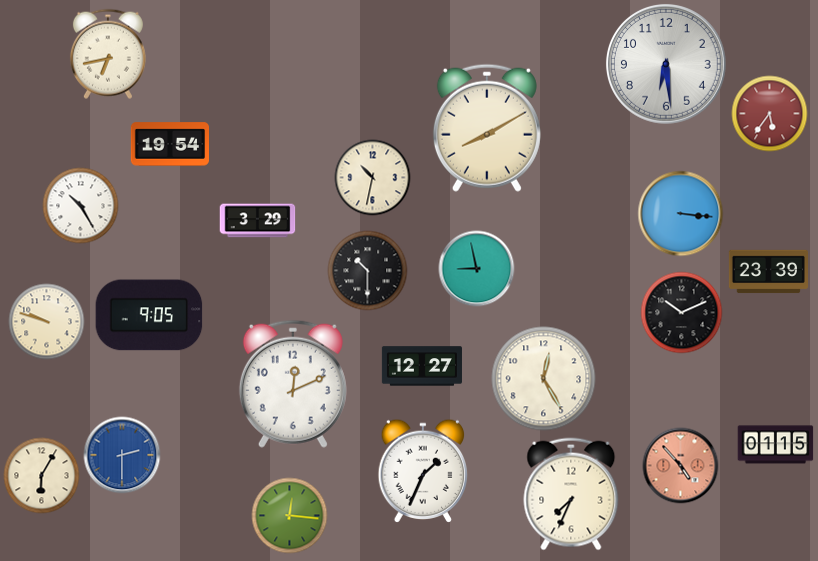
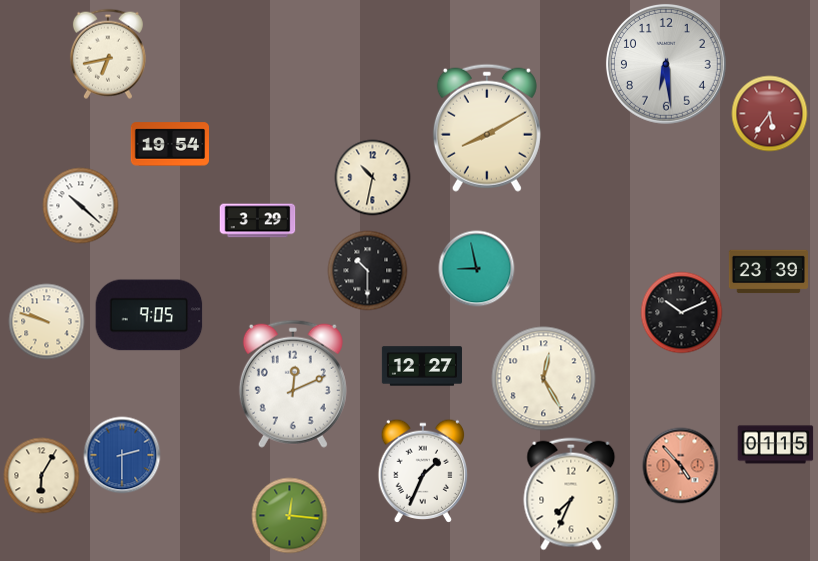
clock at (81, 206): 10:25 -> 10:22
clock at (681, 214): 3:16 -> none
